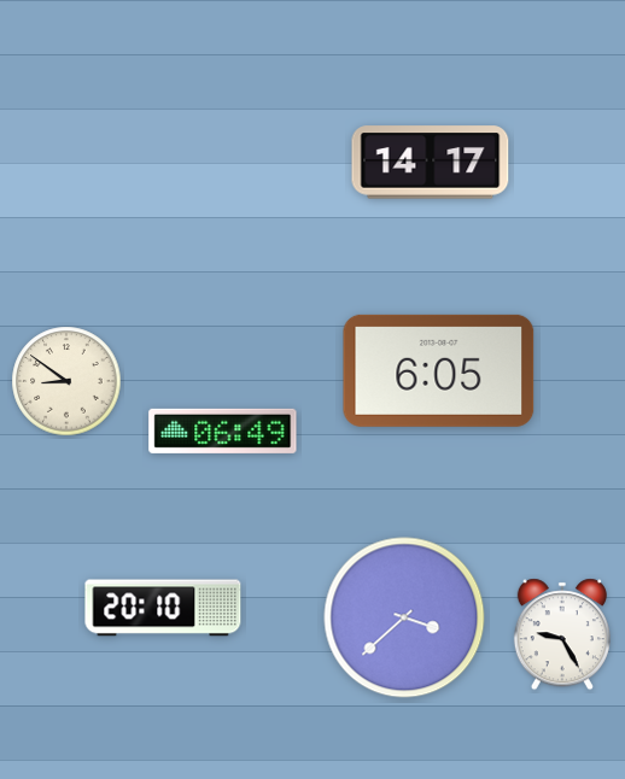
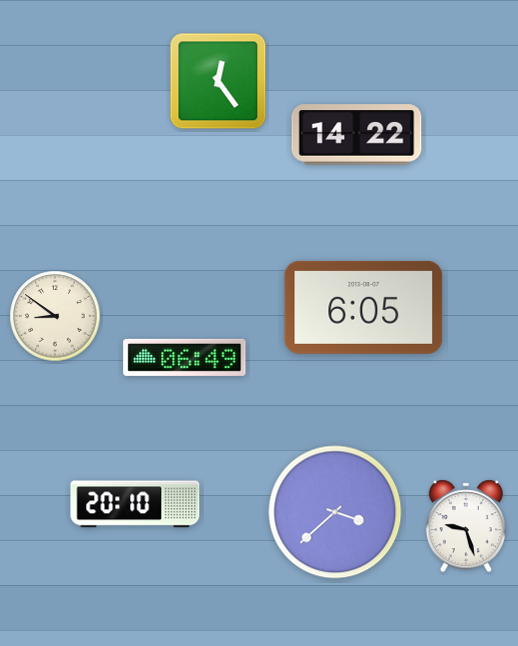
clock at (218, 81): none -> 12:24
clock at (431, 163): 14:17 -> 14:22
clock at (562, 634): 9:25 -> 9:27
